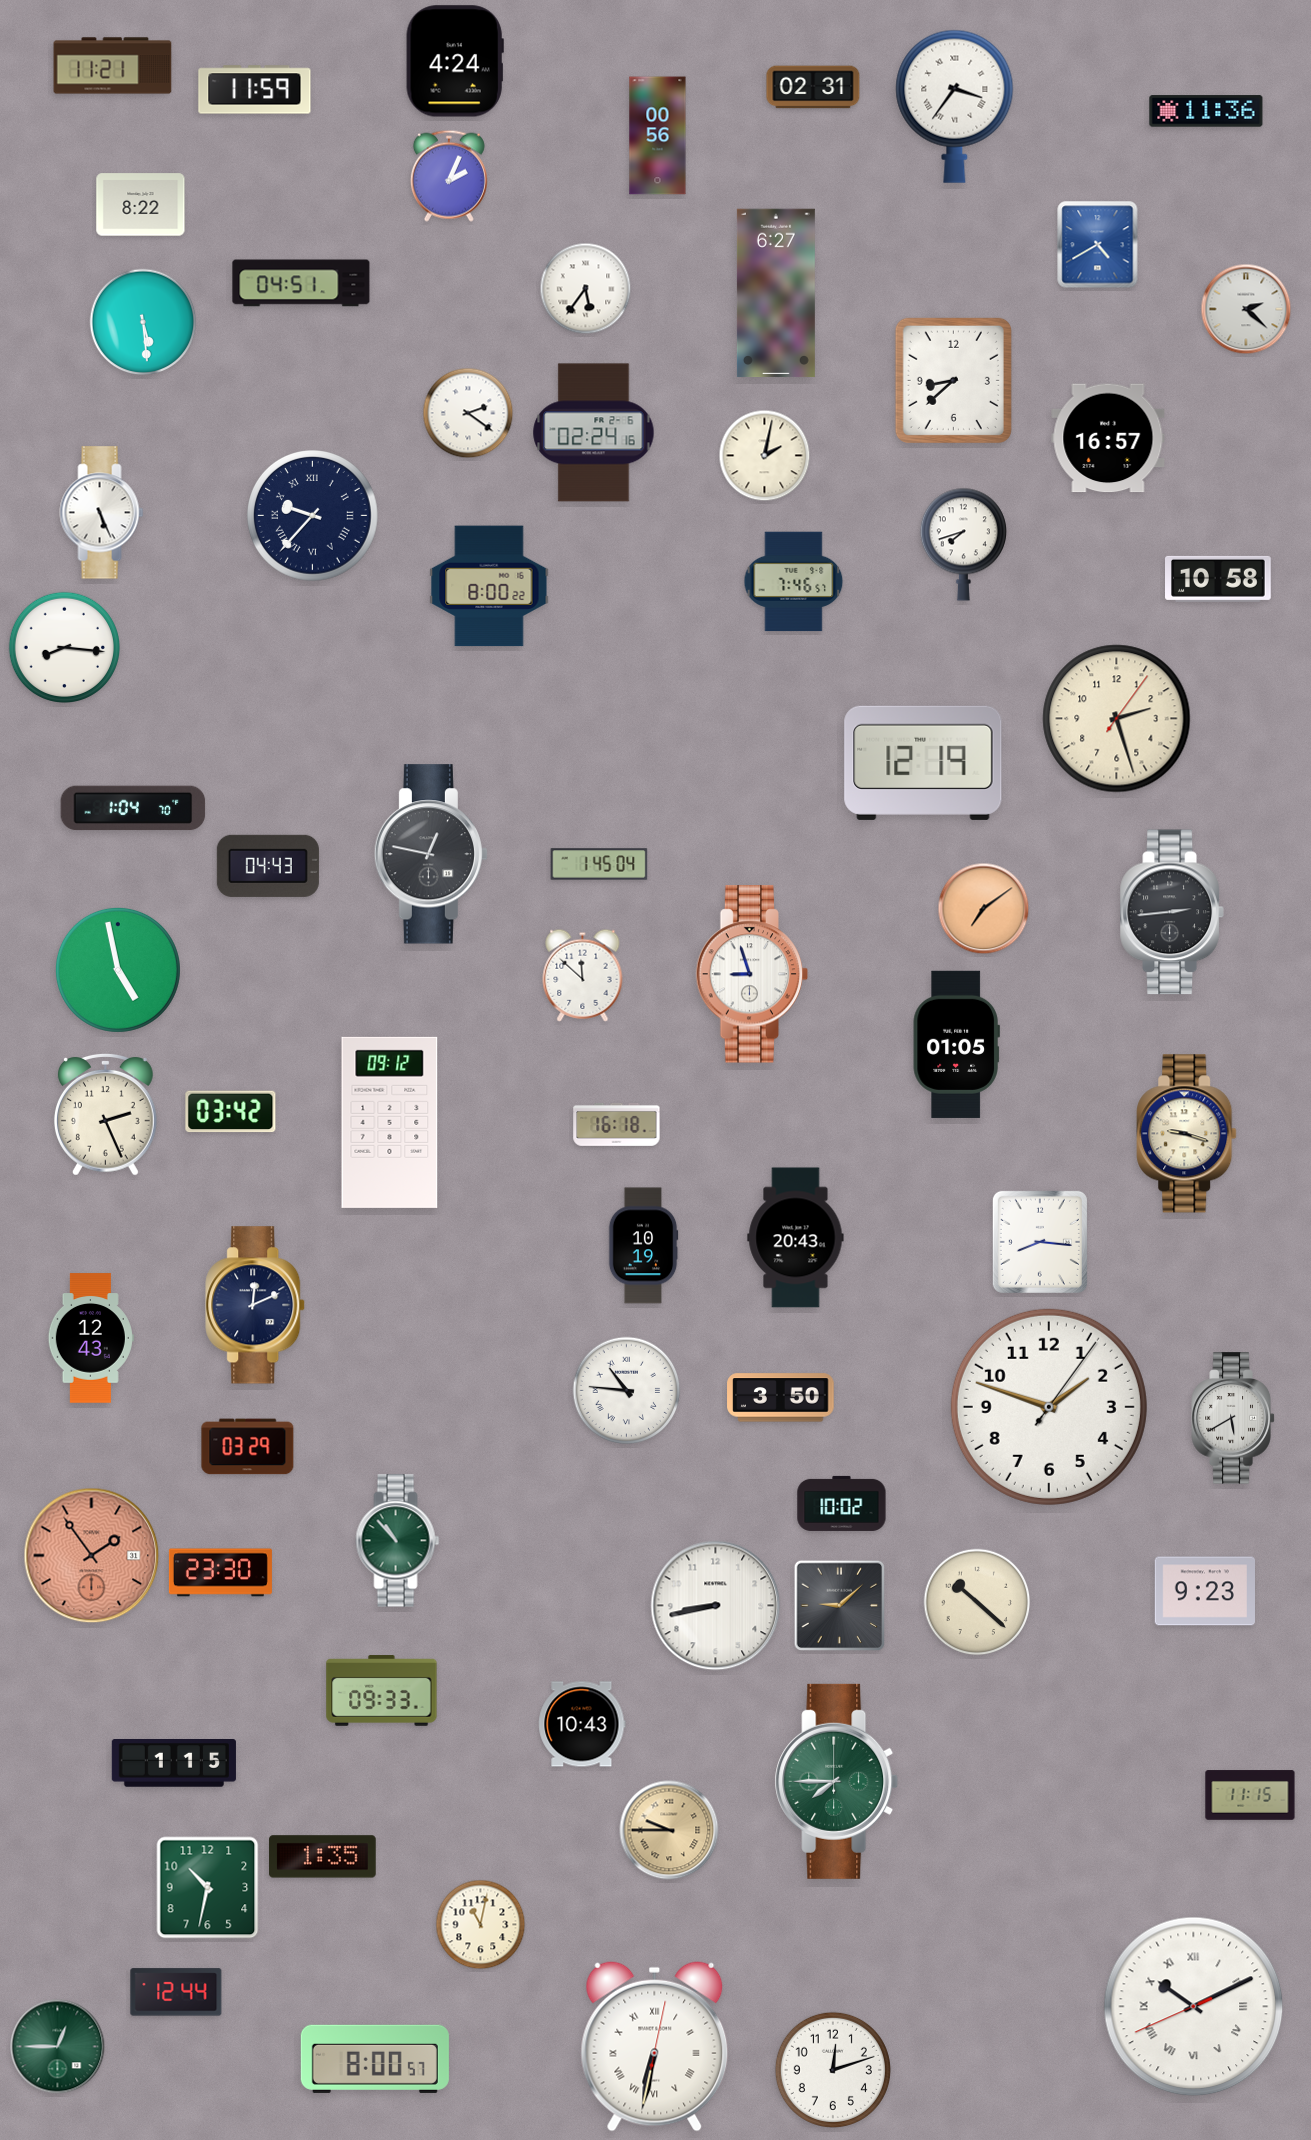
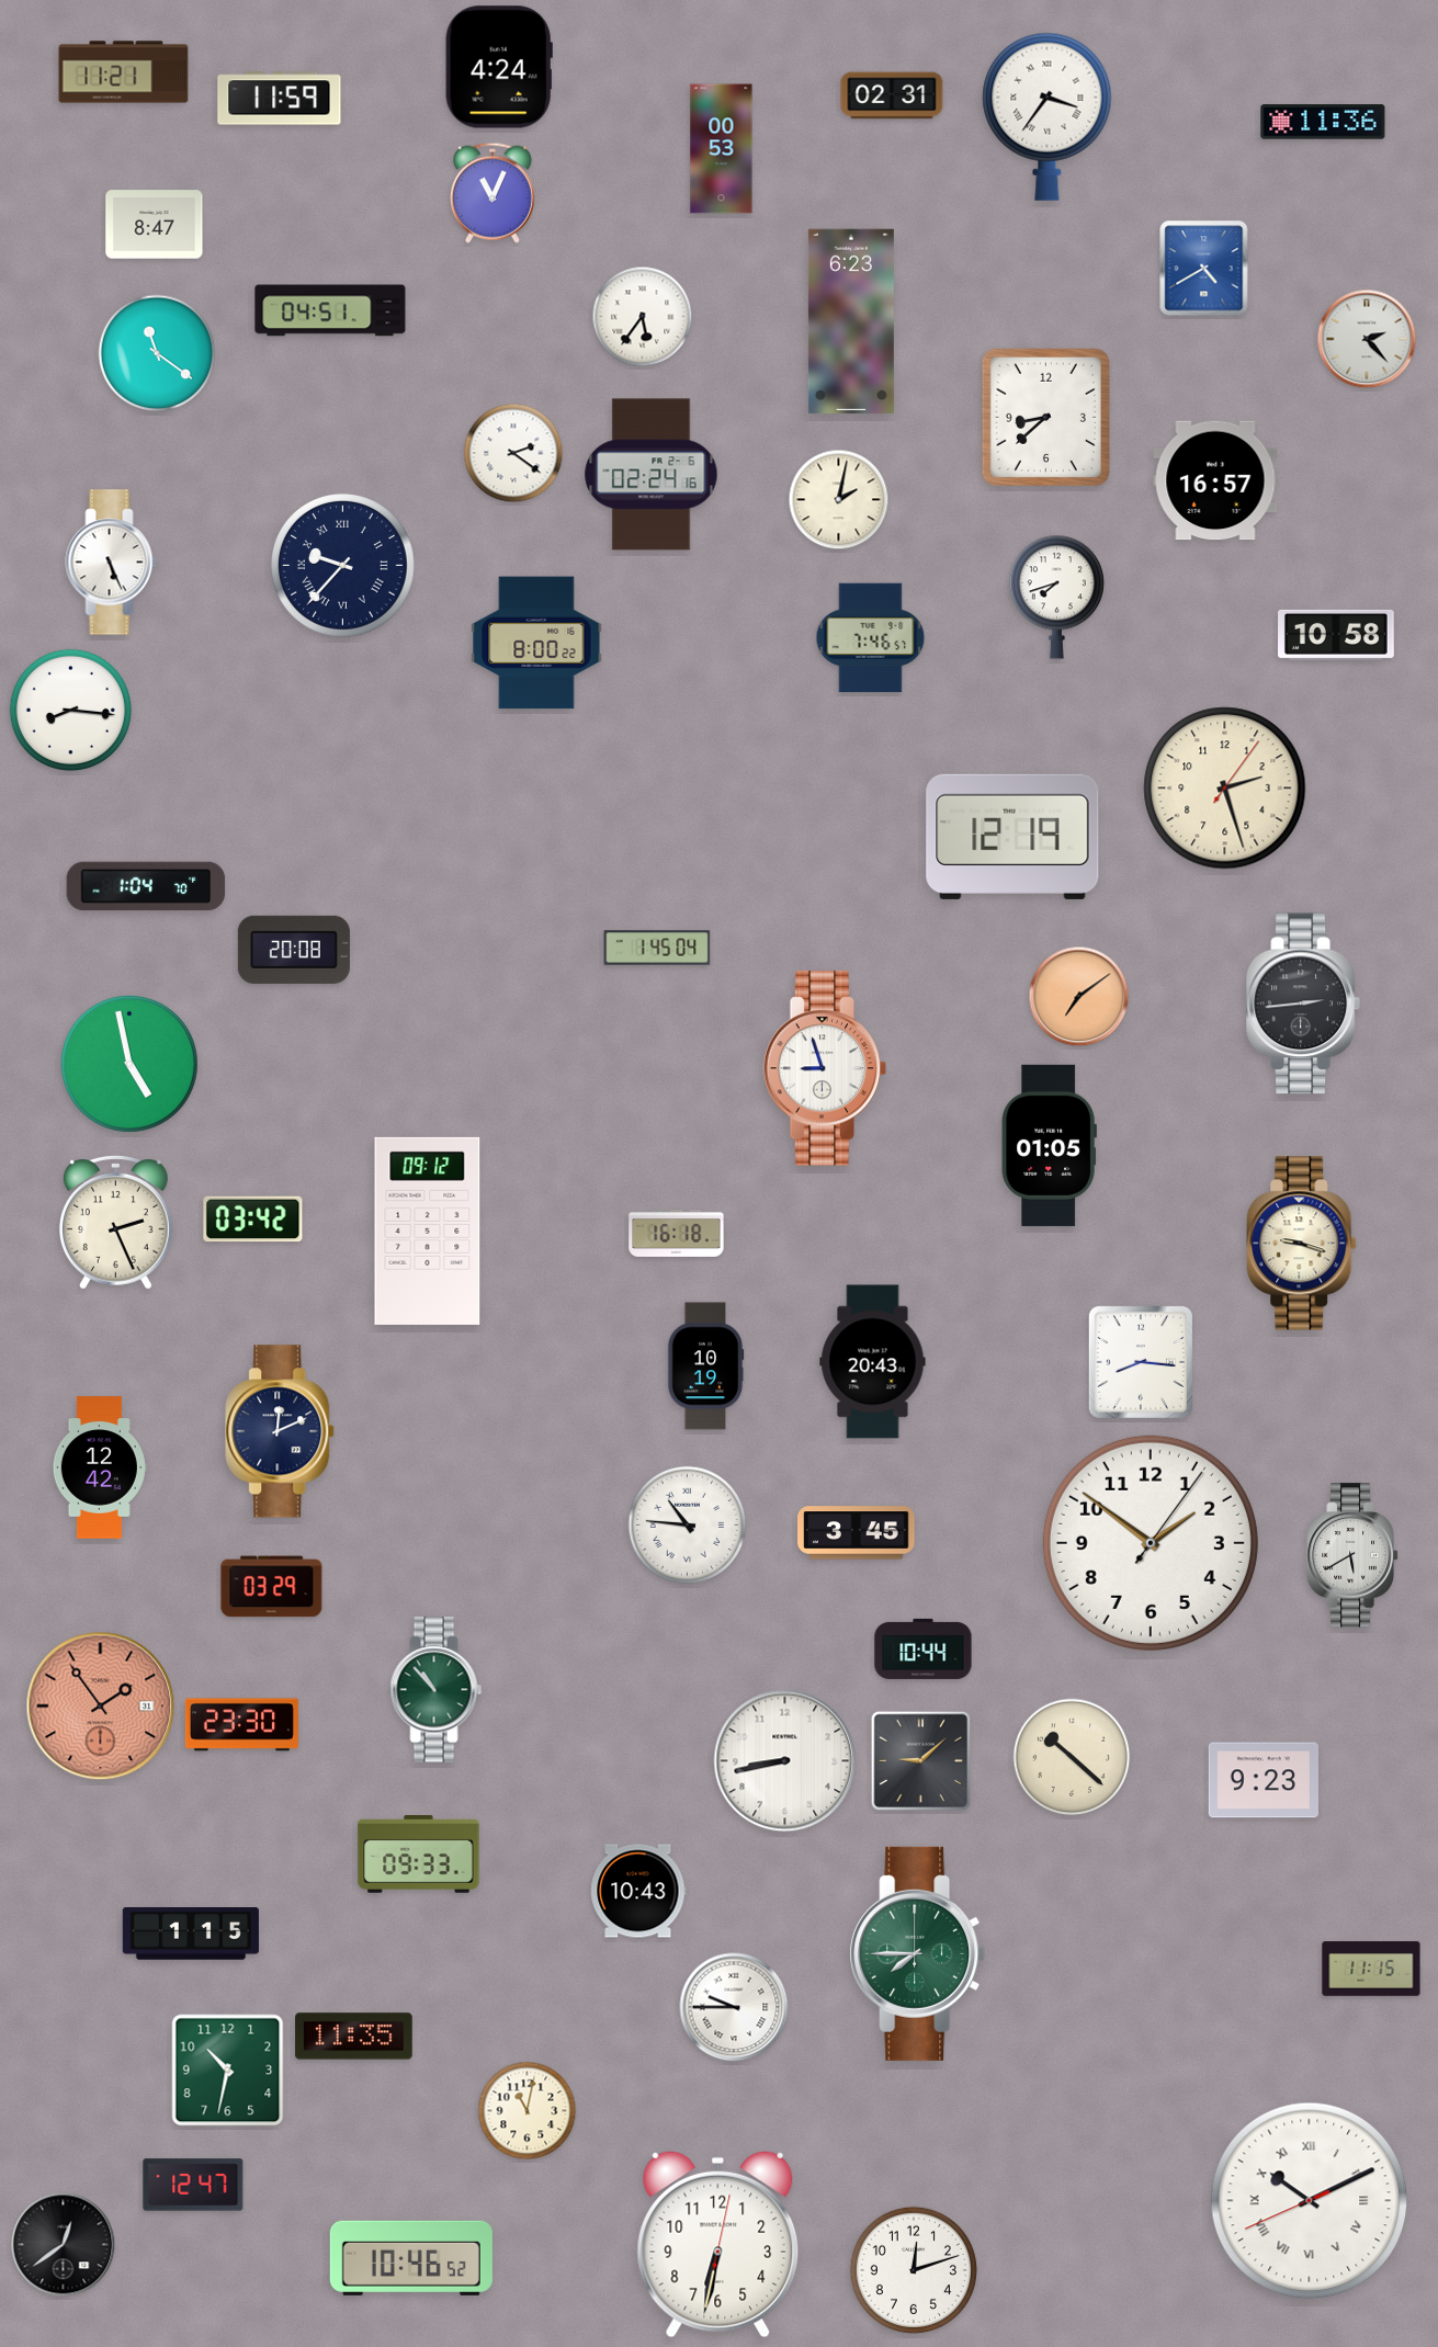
clock at (658, 136): 00:56 -> 00:53
clock at (449, 176): 2:04 -> 11:04
clock at (141, 205): 8:22 -> 8:47
clock at (776, 293): 6:27 -> 6:23
clock at (1246, 309): 2:22 -> 2:23
clock at (143, 322): 5:29 -> 11:21
clock at (430, 854): 12:47 -> none
clock at (268, 866): 04:43 -> 20:08
clock at (1172, 912) position: (1172, 912) -> (1303, 1004)
clock at (583, 975): 11:52 -> none
clock at (796, 1238) position: (796, 1238) -> (873, 1362)
clock at (91, 1338): 12:43 -> 12:42
clock at (781, 1398): 3:50 -> 3:45
clock at (1049, 1407): 1:48 -> 1:51
clock at (842, 1503): 10:02 -> 10:44
clock at (1204, 1591) position: (1204, 1591) -> (1263, 1780)
clock at (669, 1830) dial: champagne -> white
clock at (323, 1857): 1:35 -> 11:35
clock at (176, 1992): 12:44 -> 12:47
clock at (655, 2046) numerals: Roman -> Arabic
clock at (58, 2047): 12:45 -> 12:39
clock at (58, 2047) dial: green -> black
clock at (375, 2059): 8:00 -> 10:46
